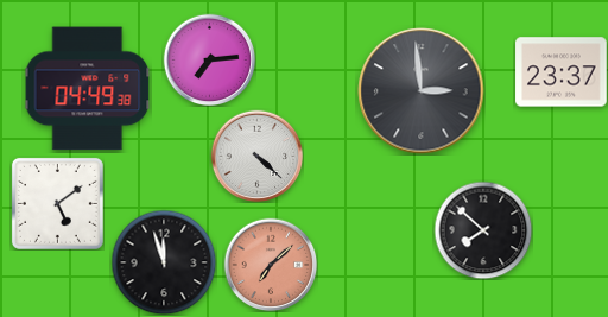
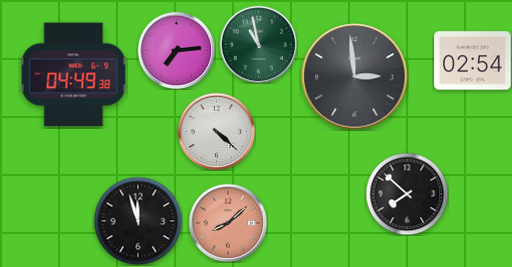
clock at (258, 44): none -> 10:58
clock at (562, 72): 23:37 -> 02:54
clock at (57, 203): 5:09 -> none
clock at (271, 265): 7:08 -> 8:08
